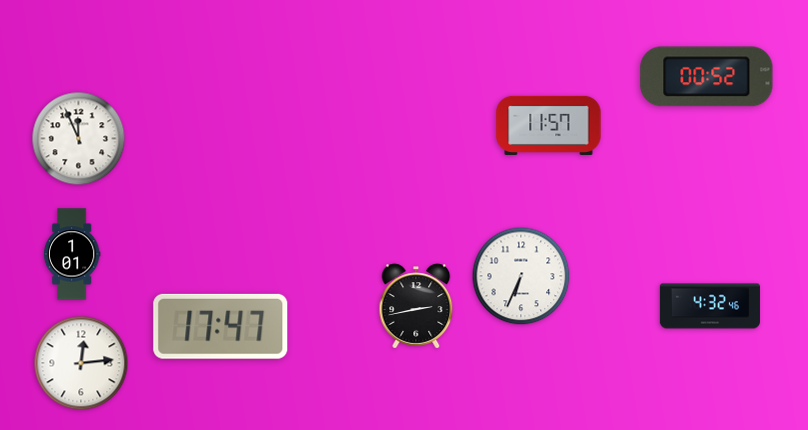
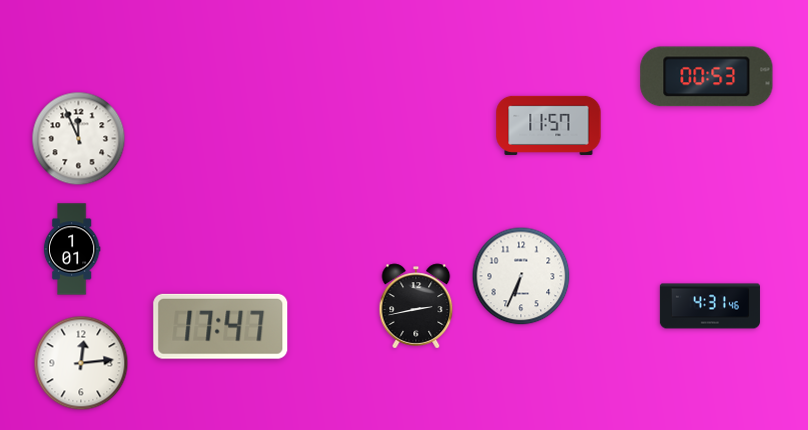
clock at (707, 77): 00:52 -> 00:53
clock at (72, 254) position: (72, 254) -> (72, 249)
clock at (710, 306): 4:32 -> 4:31
